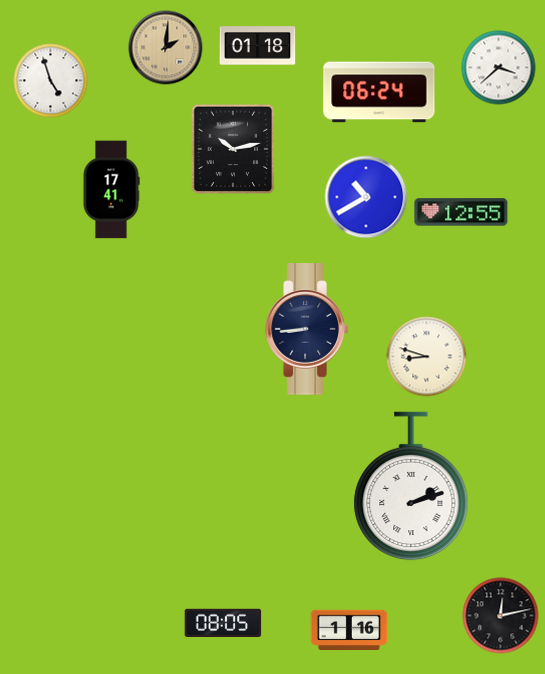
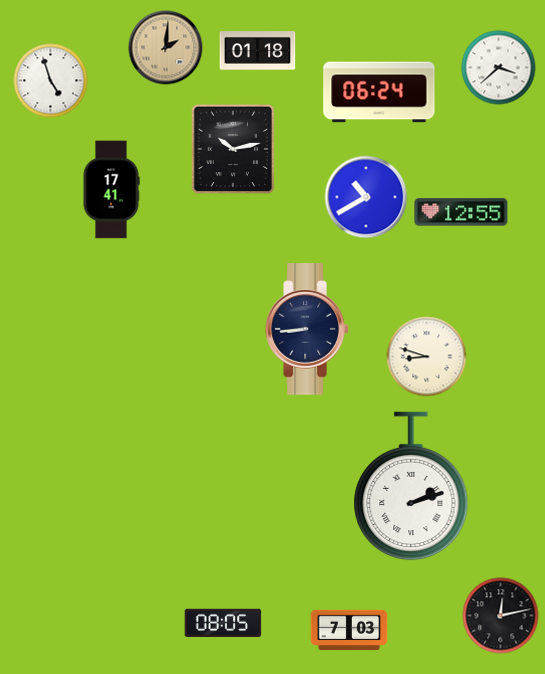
clock at (258, 46) position: (258, 46) -> (258, 51)
clock at (349, 630): 1:16 -> 7:03
